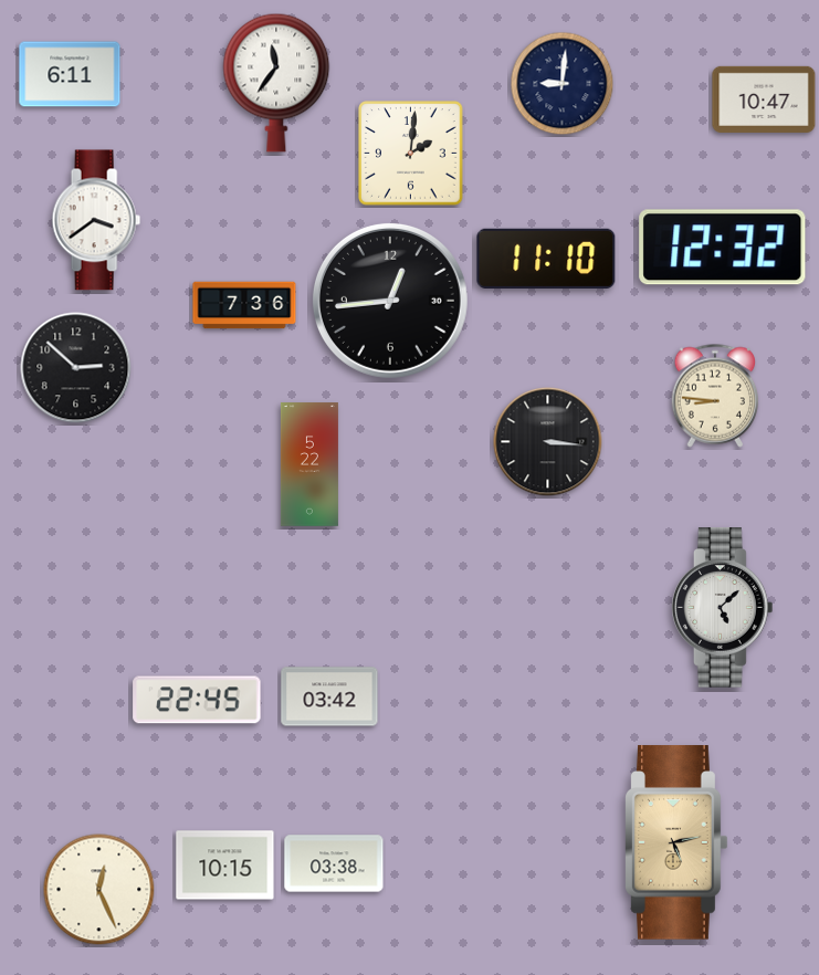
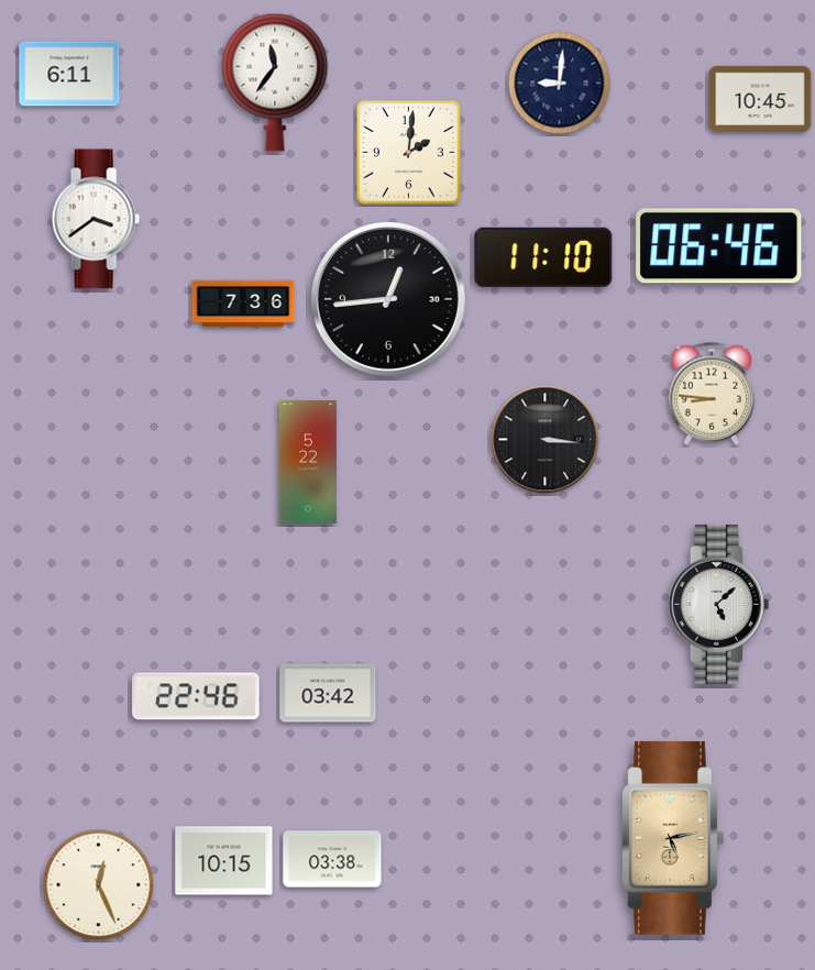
clock at (764, 99): 10:47 -> 10:45
clock at (723, 248): 12:32 -> 06:46
clock at (76, 368): 2:52 -> none
clock at (197, 700): 22:45 -> 22:46
